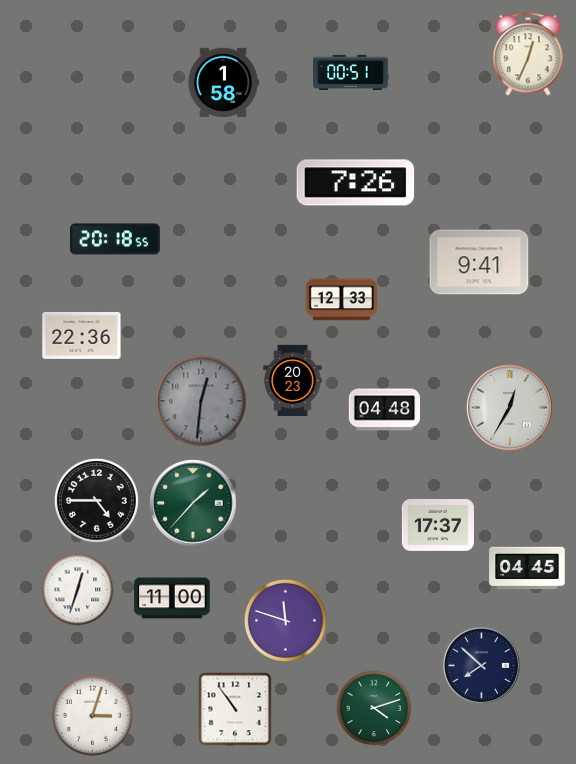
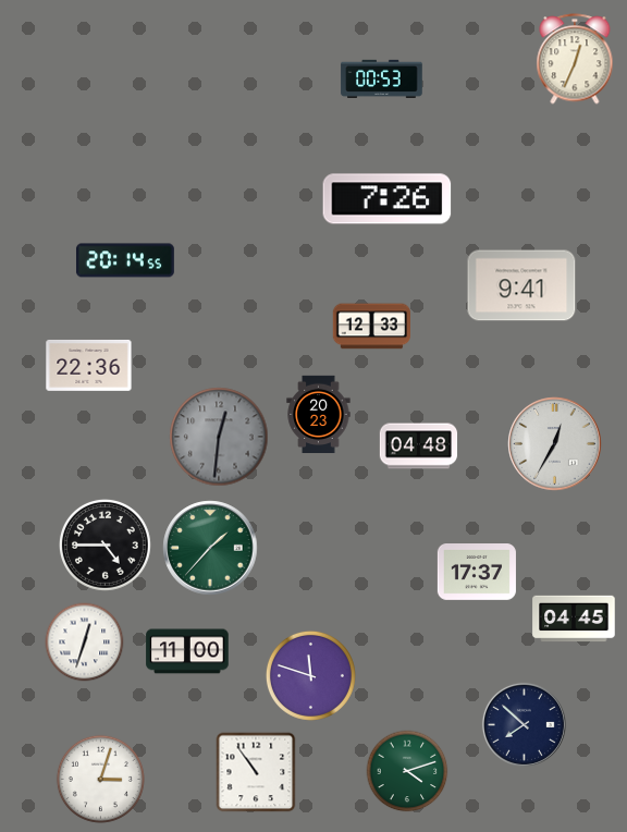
clock at (351, 72): 00:51 -> 00:53
clock at (222, 82): 1:58 -> none
clock at (115, 239): 20:18 -> 20:14
